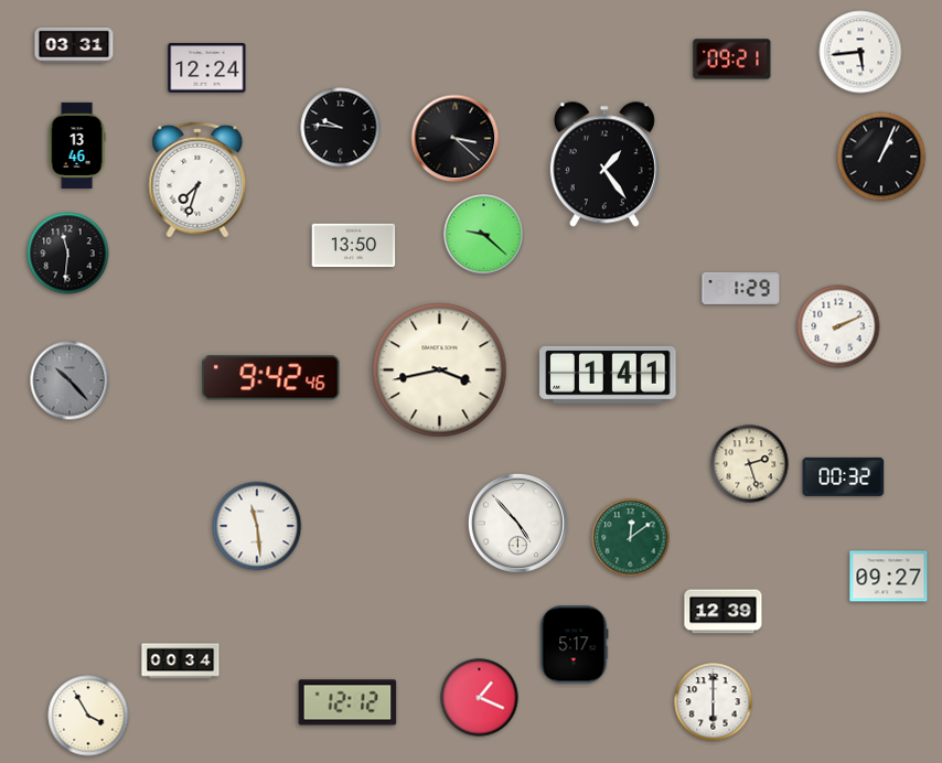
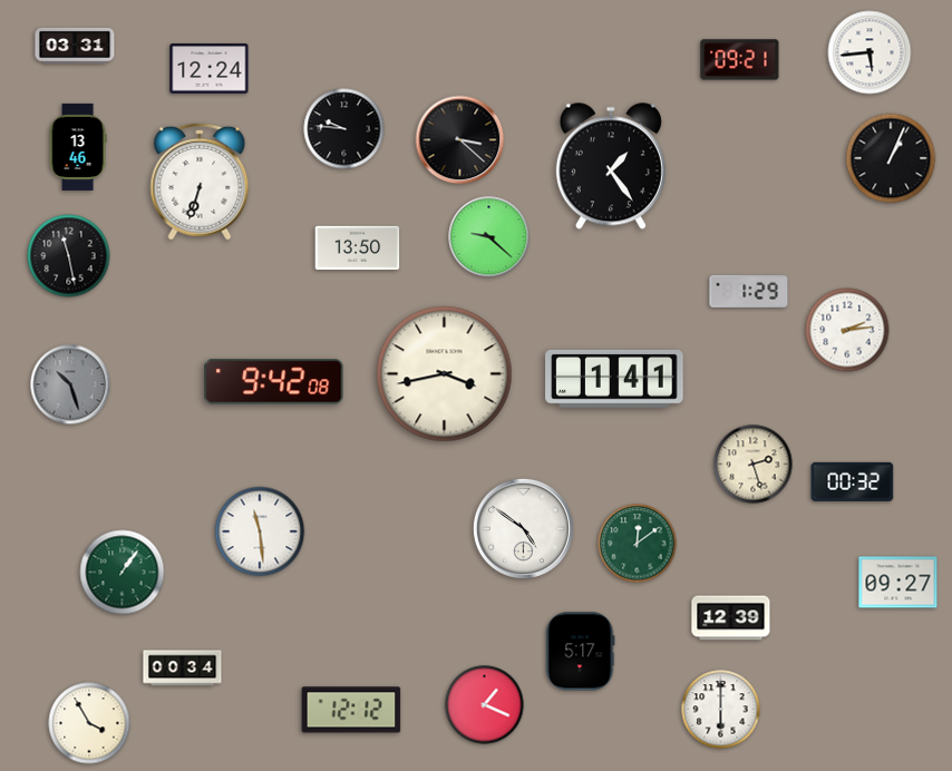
clock at (197, 180): 7:33 -> 6:33
clock at (68, 254): 11:31 -> 11:28
clock at (838, 326): 2:11 -> 2:14
clock at (271, 378): 9:42:46 -> 9:42:08
clock at (69, 380): 10:23 -> 10:27
clock at (750, 464) position: (750, 464) -> (754, 465)
clock at (517, 523): 4:53 -> 4:51
clock at (123, 573): none -> 1:06
